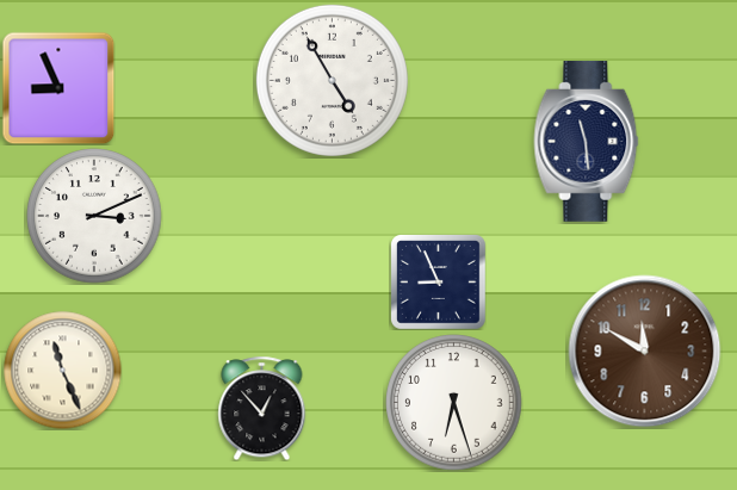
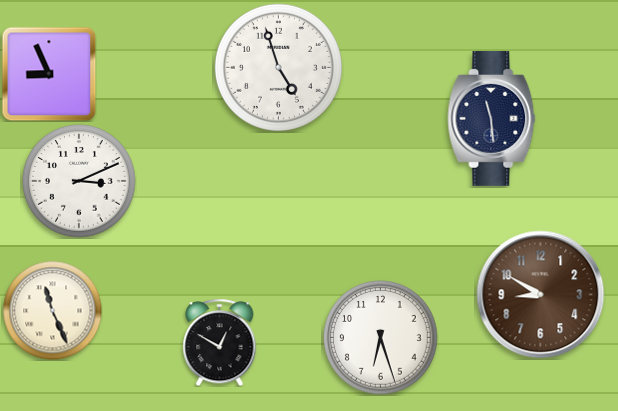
clock at (332, 80): 4:55 -> 4:57
clock at (439, 283): 8:56 -> none
clock at (645, 352): 11:50 -> 8:50
clock at (262, 408): 12:53 -> 12:50
